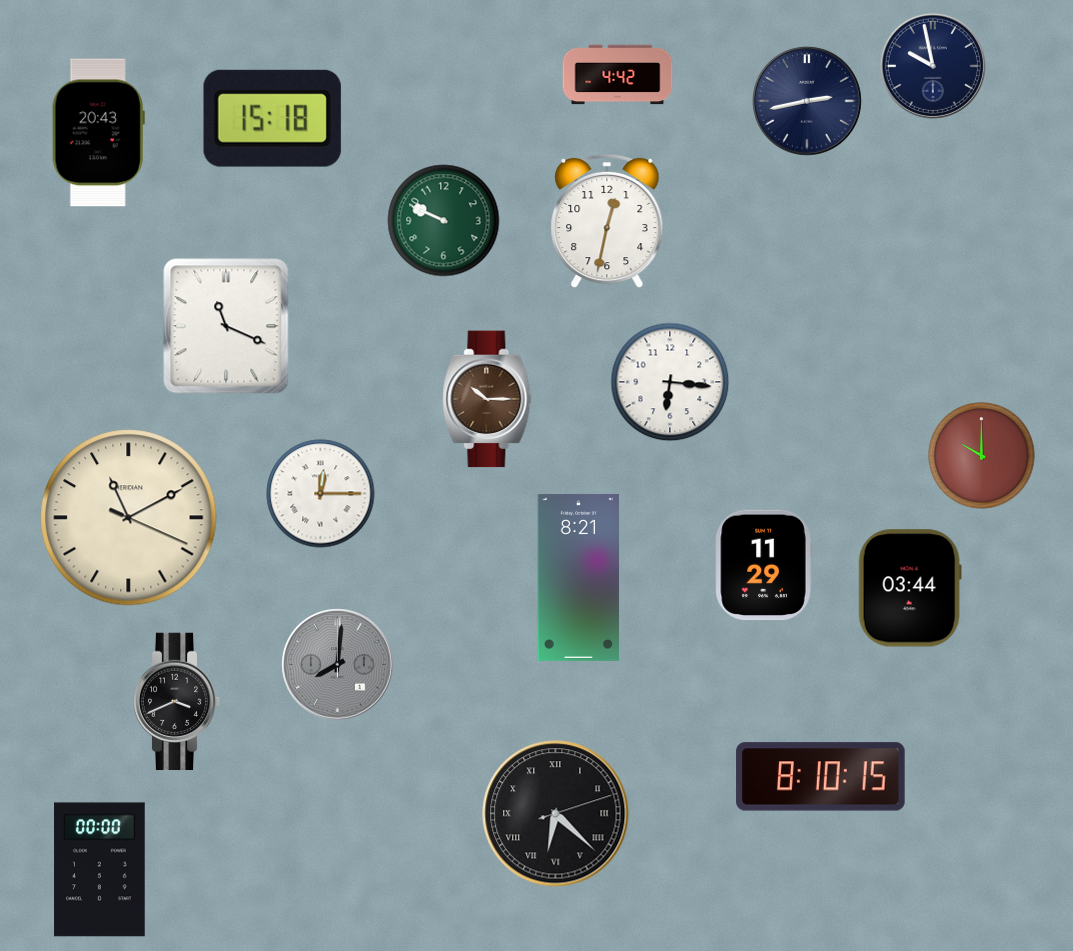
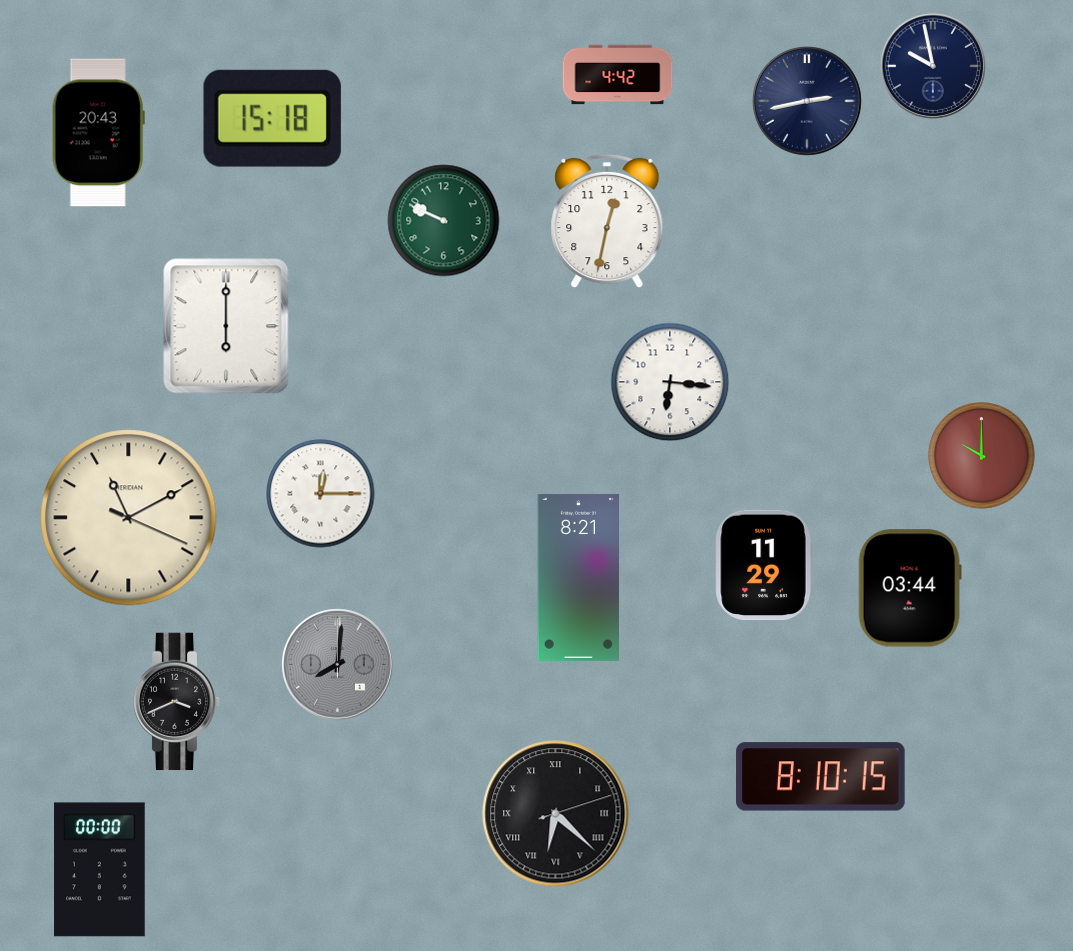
clock at (226, 326): 11:19 -> 6:00
clock at (487, 399): 10:15 -> none
